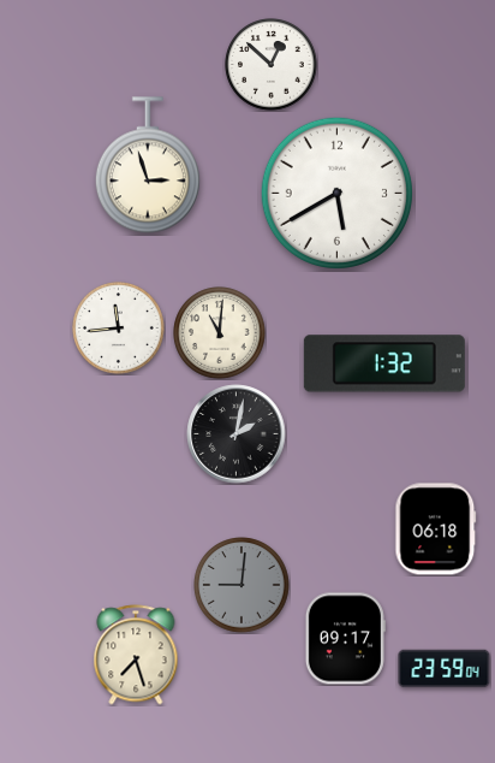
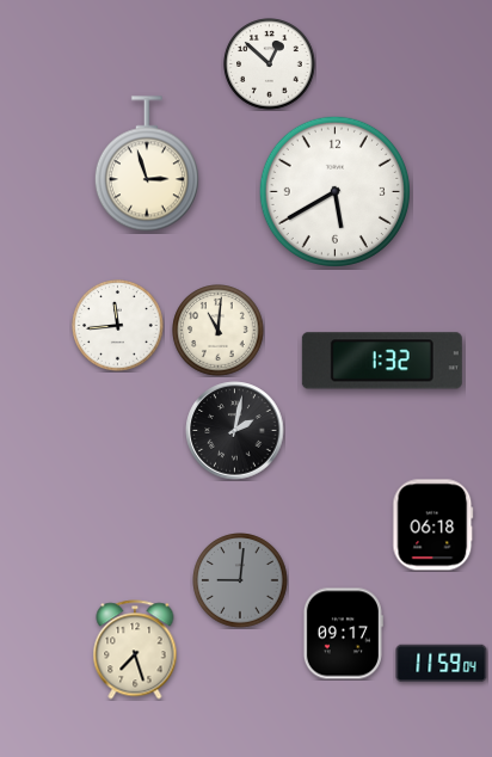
clock at (445, 669): 23:59 -> 11:59
